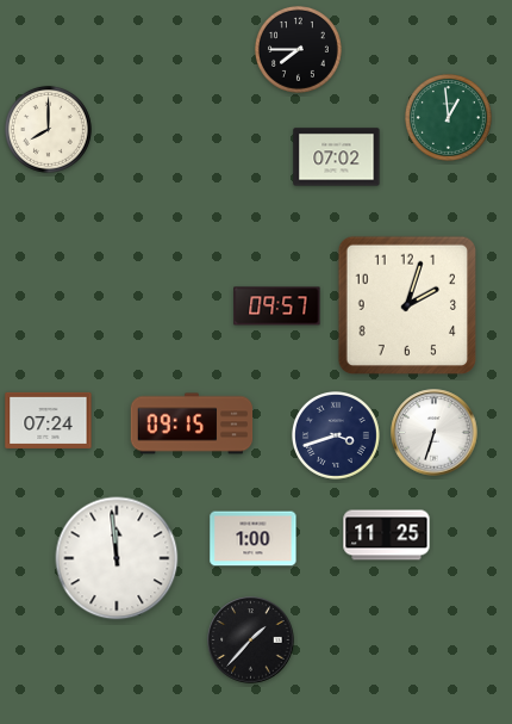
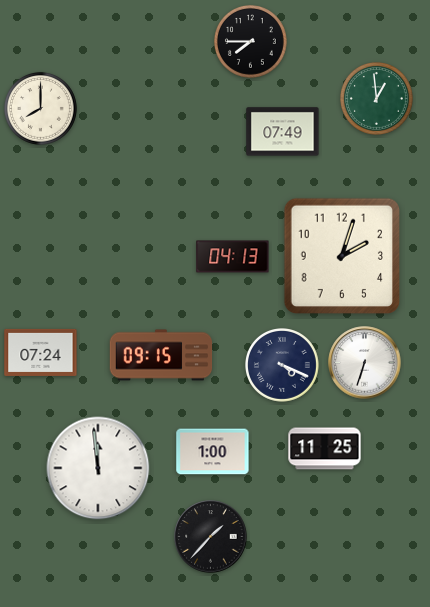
clock at (337, 157): 07:02 -> 07:49
clock at (277, 307): 09:57 -> 04:13
clock at (337, 437): 3:42 -> 4:19
